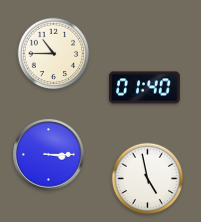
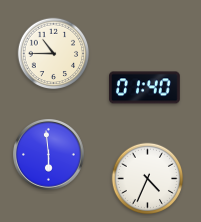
clock at (49, 155): 3:15 -> 5:59
clock at (148, 179): 4:58 -> 4:34
